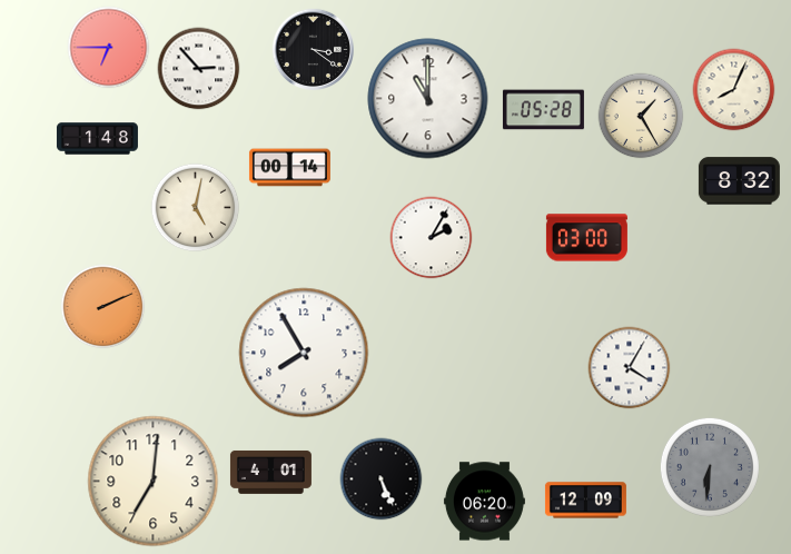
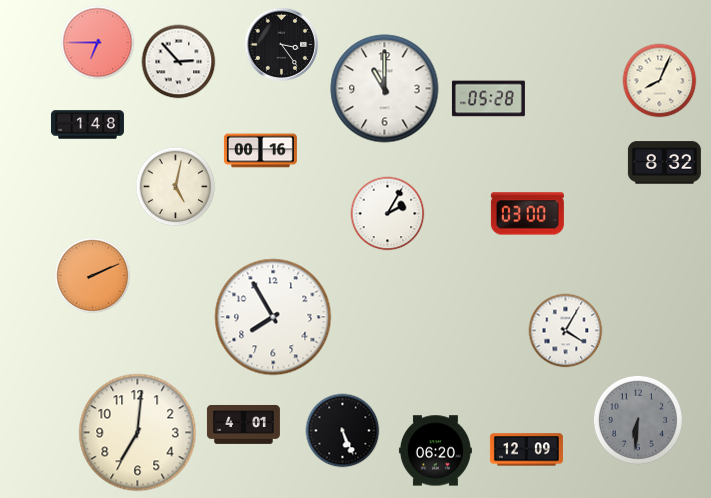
clock at (313, 49): 3:21 -> 3:24
clock at (641, 116): 1:25 -> none
clock at (289, 168): 00:14 -> 00:16
